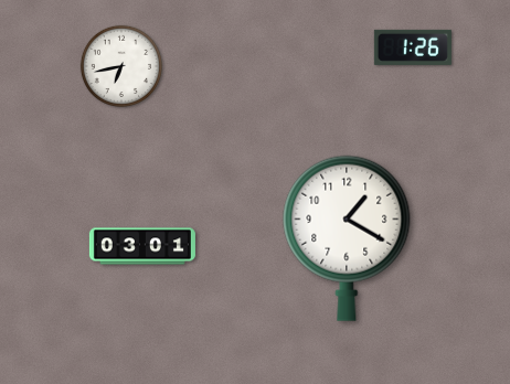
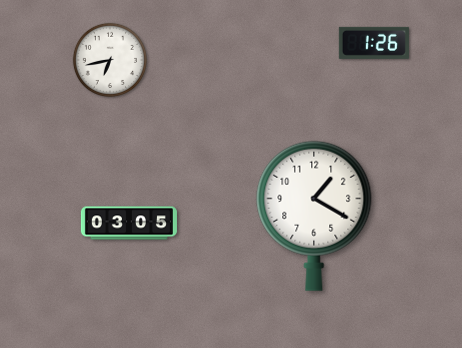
clock at (142, 246): 03:01 -> 03:05
